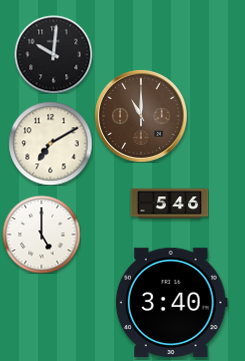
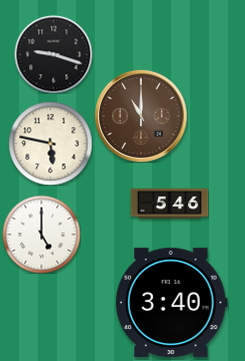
clock at (53, 54): 10:01 -> 9:18
clock at (50, 143): 7:10 -> 5:47
